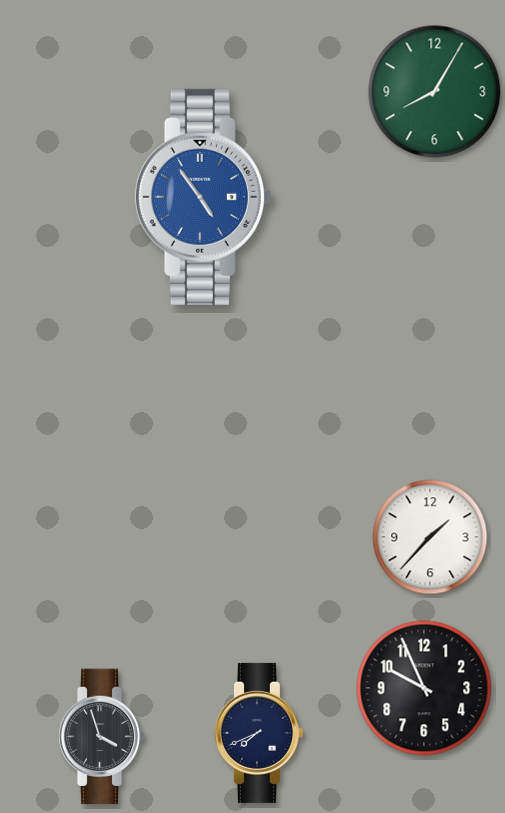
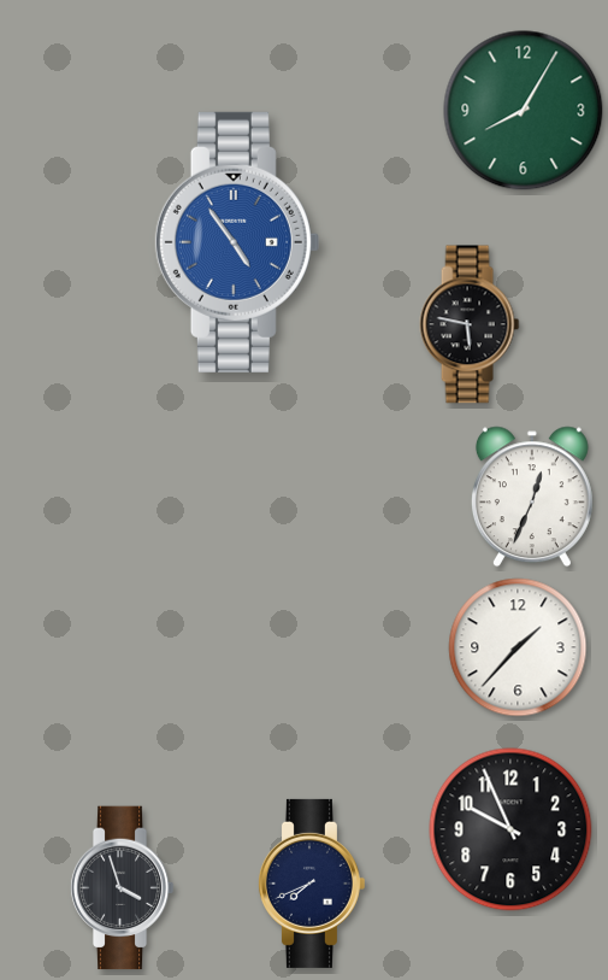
clock at (203, 197) position: (203, 197) -> (237, 242)
clock at (470, 324): none -> 5:47
clock at (532, 497): none -> 12:34
